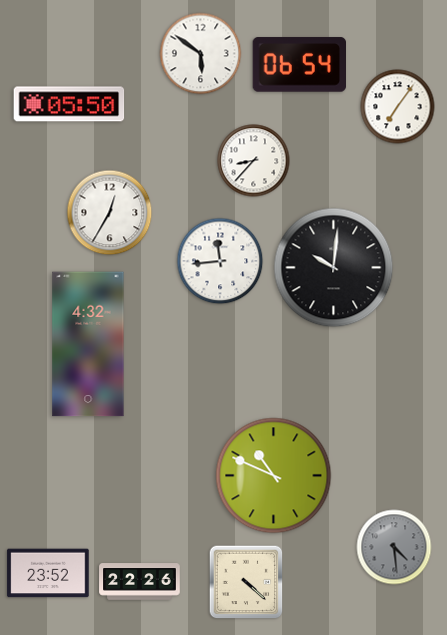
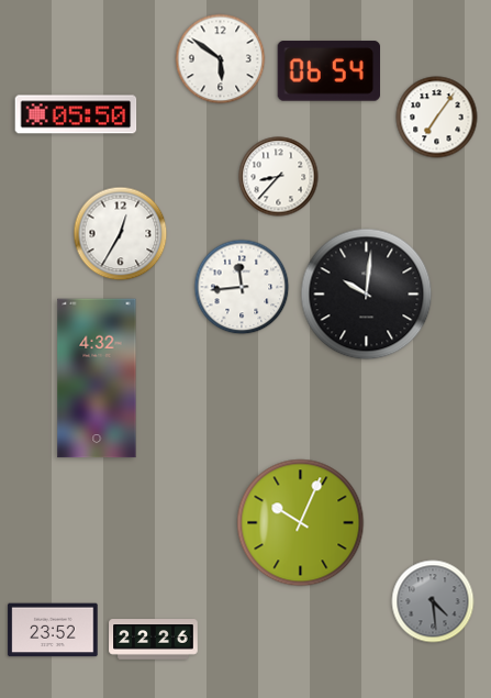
clock at (274, 476): 10:49 -> 10:04
clock at (246, 582): 4:22 -> none
